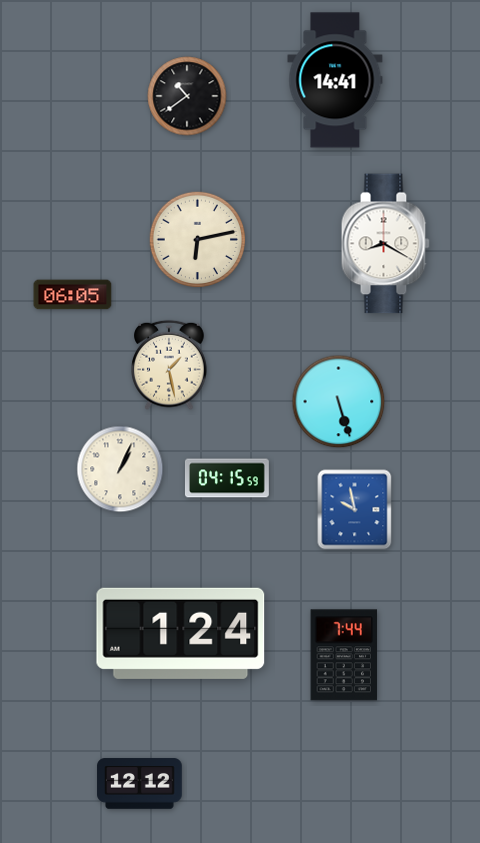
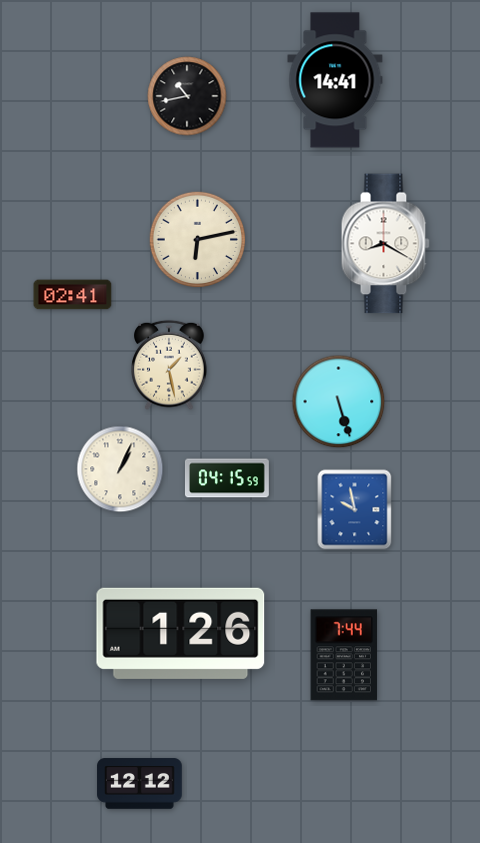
clock at (187, 96): 10:39 -> 10:43
clock at (73, 295): 06:05 -> 02:41
clock at (181, 633): 1:24 -> 1:26
